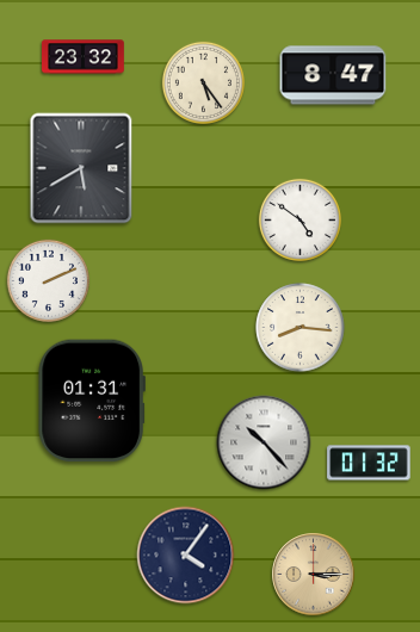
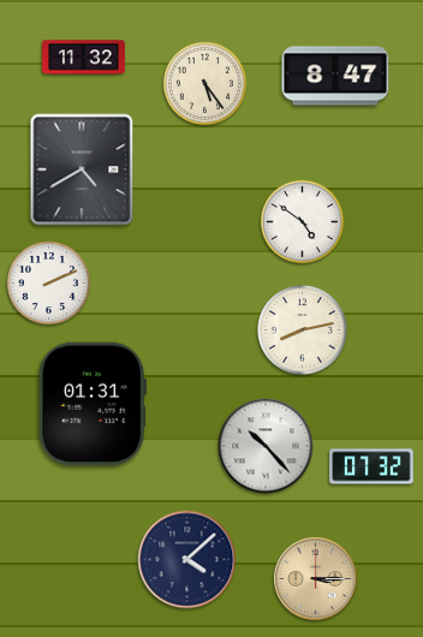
clock at (84, 57): 23:32 -> 11:32
clock at (81, 168): 5:40 -> 4:40
clock at (301, 328): 8:16 -> 8:13
clock at (369, 463): 01:32 -> 07:32
clock at (186, 556): 4:06 -> 4:08
